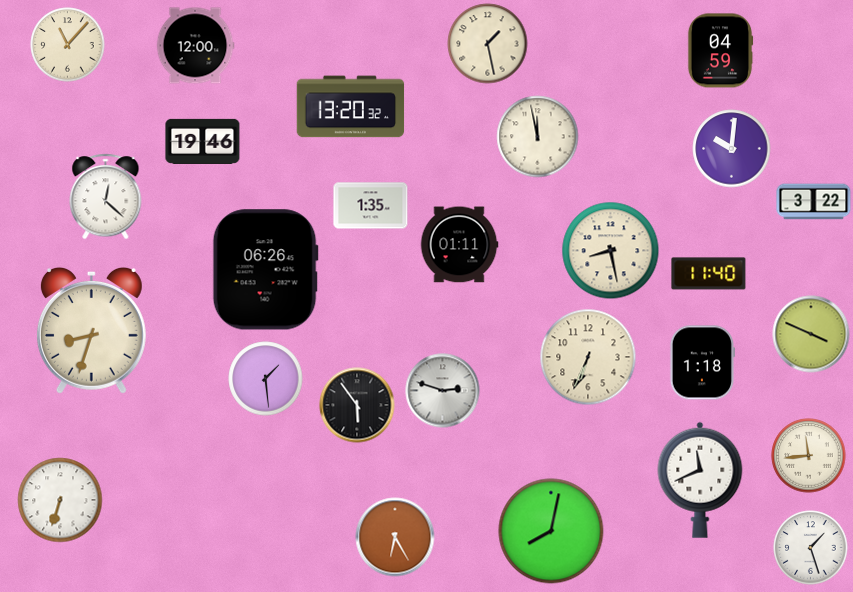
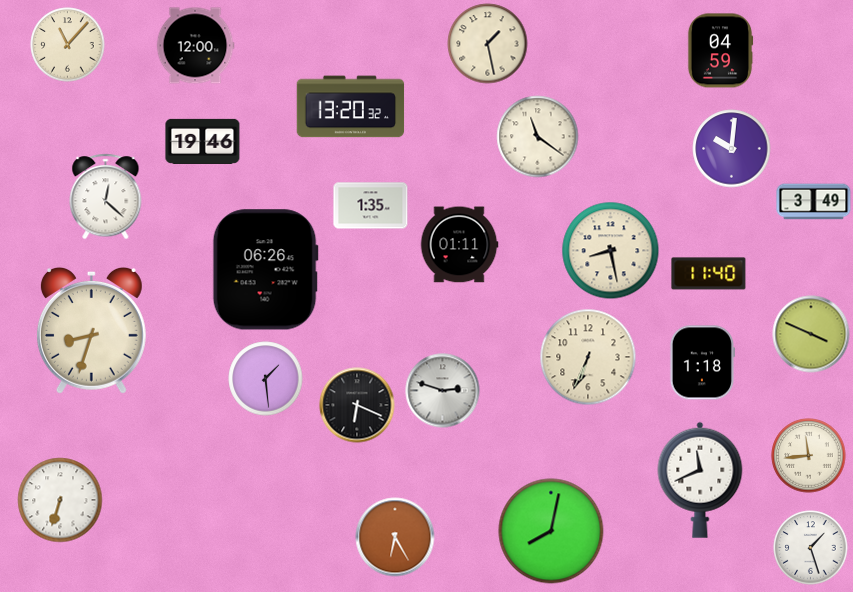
clock at (538, 137): 11:58 -> 11:21
clock at (814, 202): 3:22 -> 3:49
clock at (357, 405): 5:54 -> 6:19
